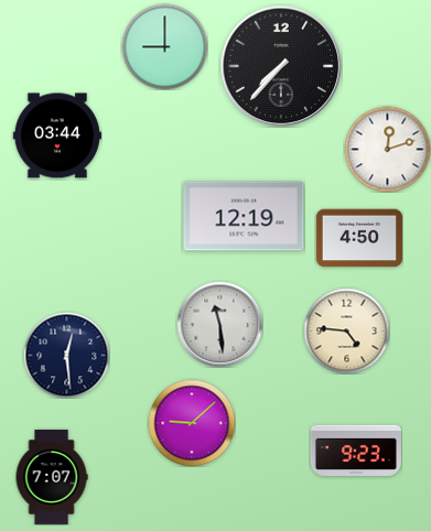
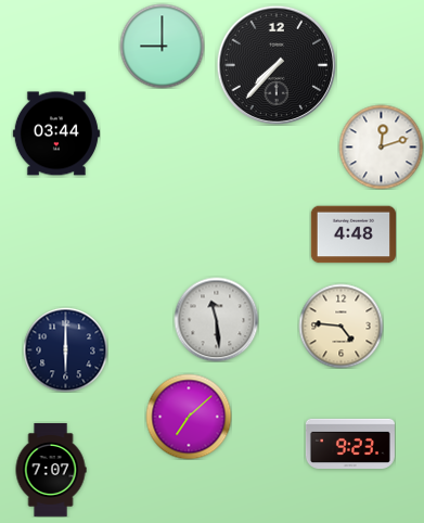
clock at (244, 216): 12:19 -> none
clock at (358, 238): 4:50 -> 4:48
clock at (66, 355): 12:29 -> 6:00
clock at (192, 423): 9:08 -> 7:08
